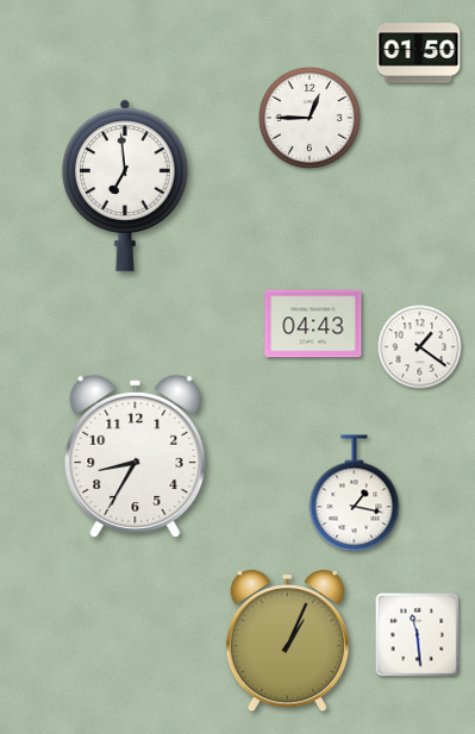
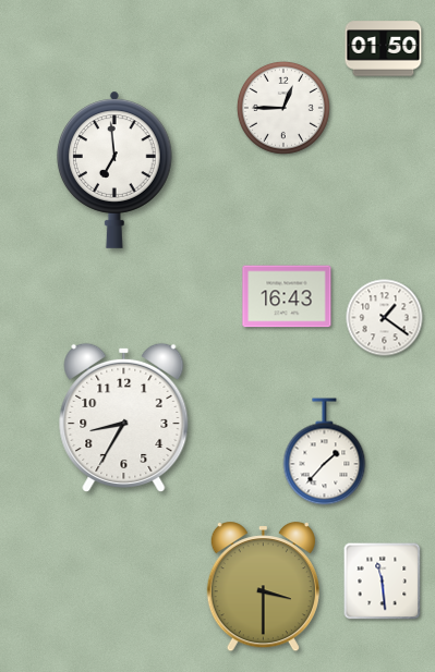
clock at (313, 324): 04:43 -> 16:43
clock at (355, 494): 1:17 -> 1:37
clock at (287, 641): 1:04 -> 3:30
